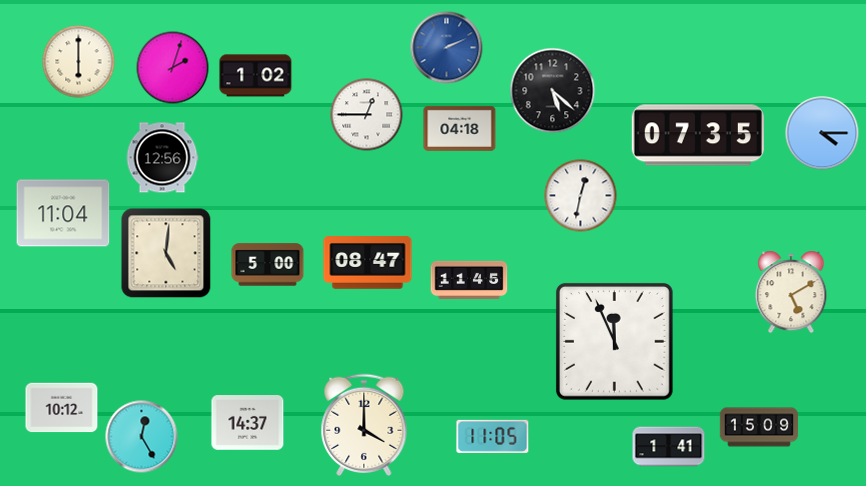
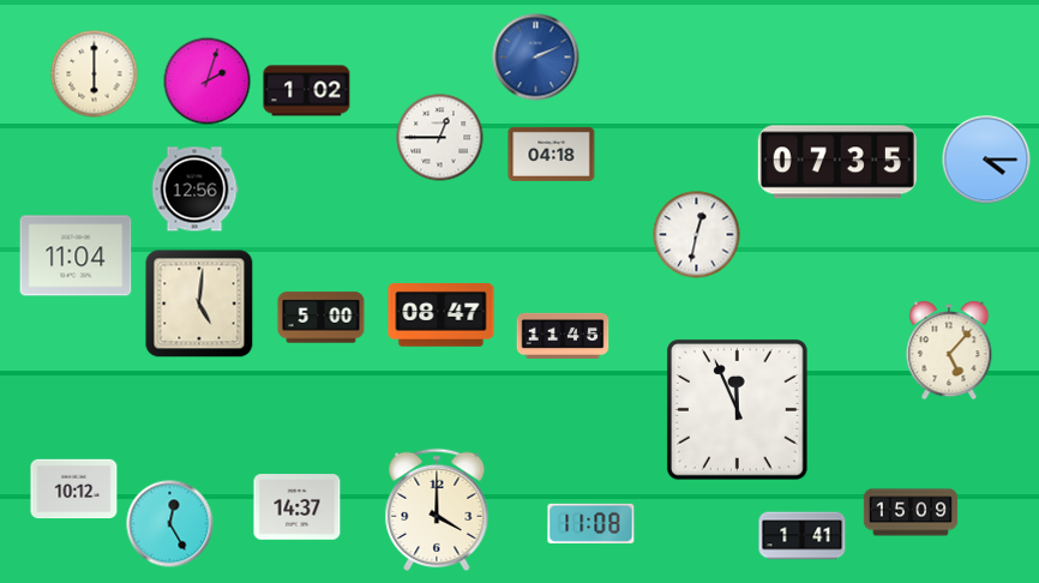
clock at (553, 91): 5:22 -> none
clock at (791, 292): 5:10 -> 5:07
clock at (493, 436): 11:05 -> 11:08
